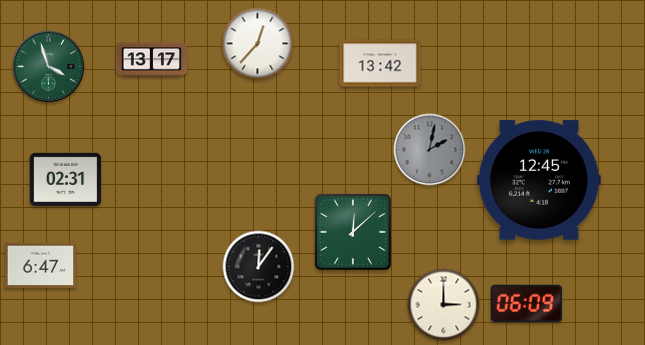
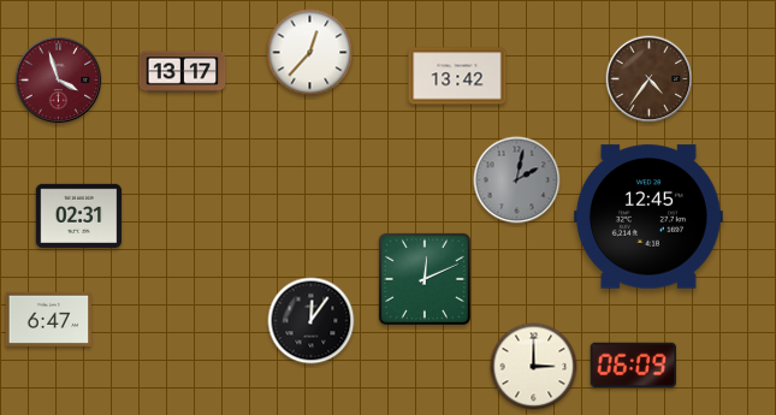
clock at (650, 79): none -> 4:36
clock at (49, 67) dial: green -> burgundy
clock at (353, 232): 12:08 -> 12:11
